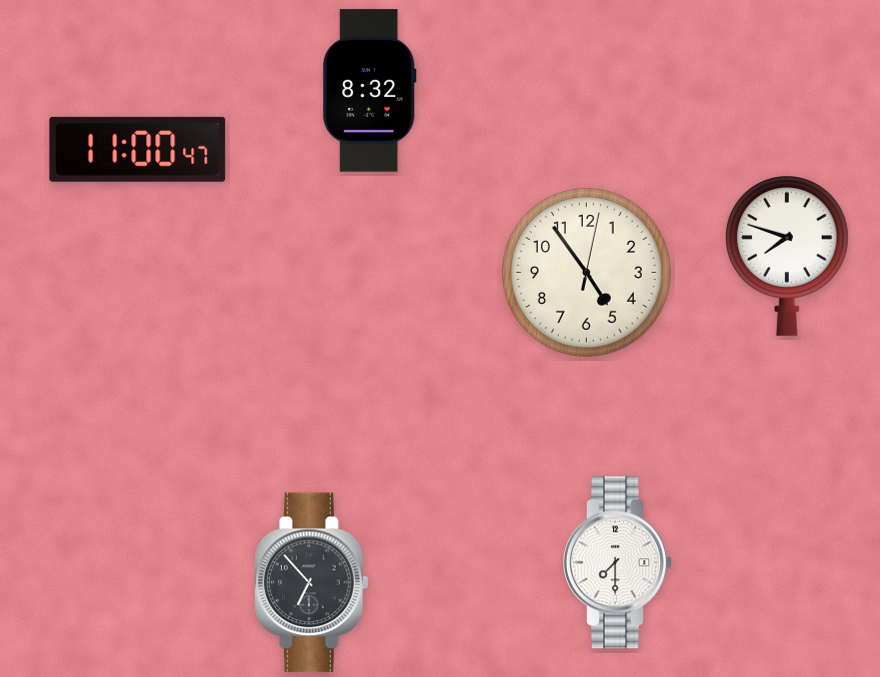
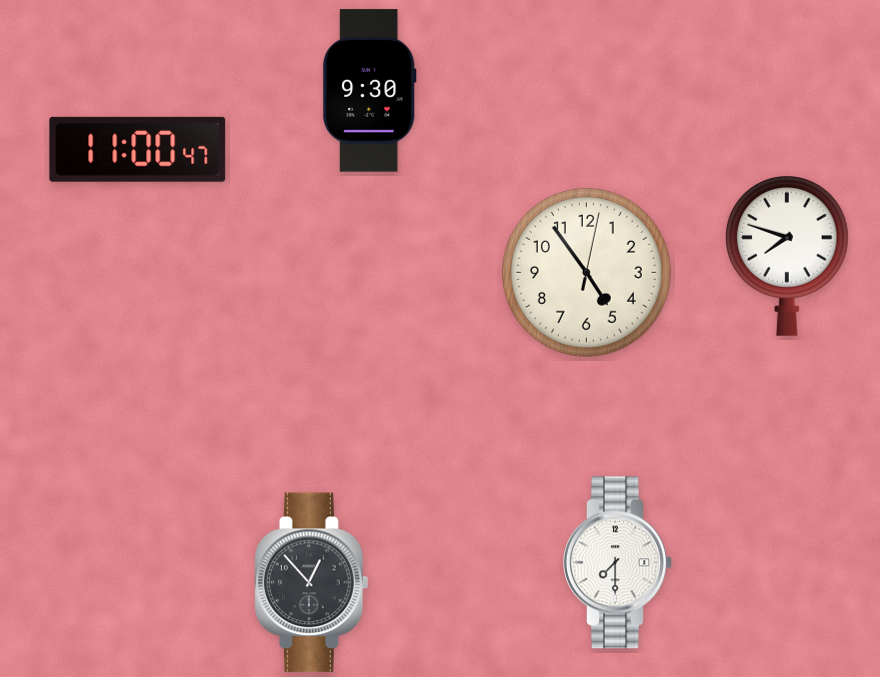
clock at (370, 91): 8:32 -> 9:30
clock at (312, 583): 6:53 -> 12:53
